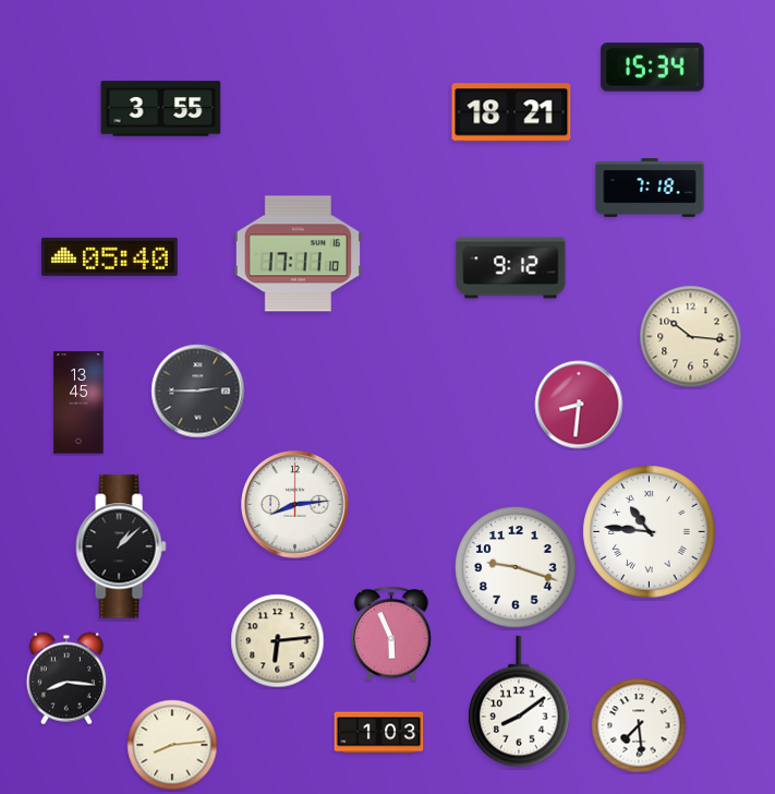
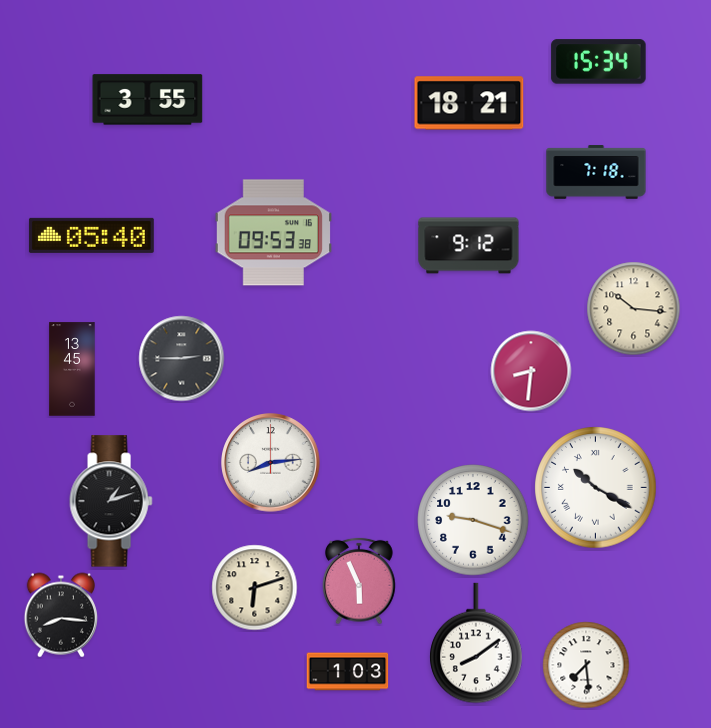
clock at (298, 254): 17:11 -> 09:53
clock at (109, 256) position: (109, 256) -> (91, 235)
clock at (650, 532): 10:46 -> 10:20
clock at (121, 546): 1:08 -> 1:12
clock at (278, 641): 6:14 -> 6:12
clock at (66, 678) position: (66, 678) -> (61, 615)
clock at (172, 745): 8:14 -> none
